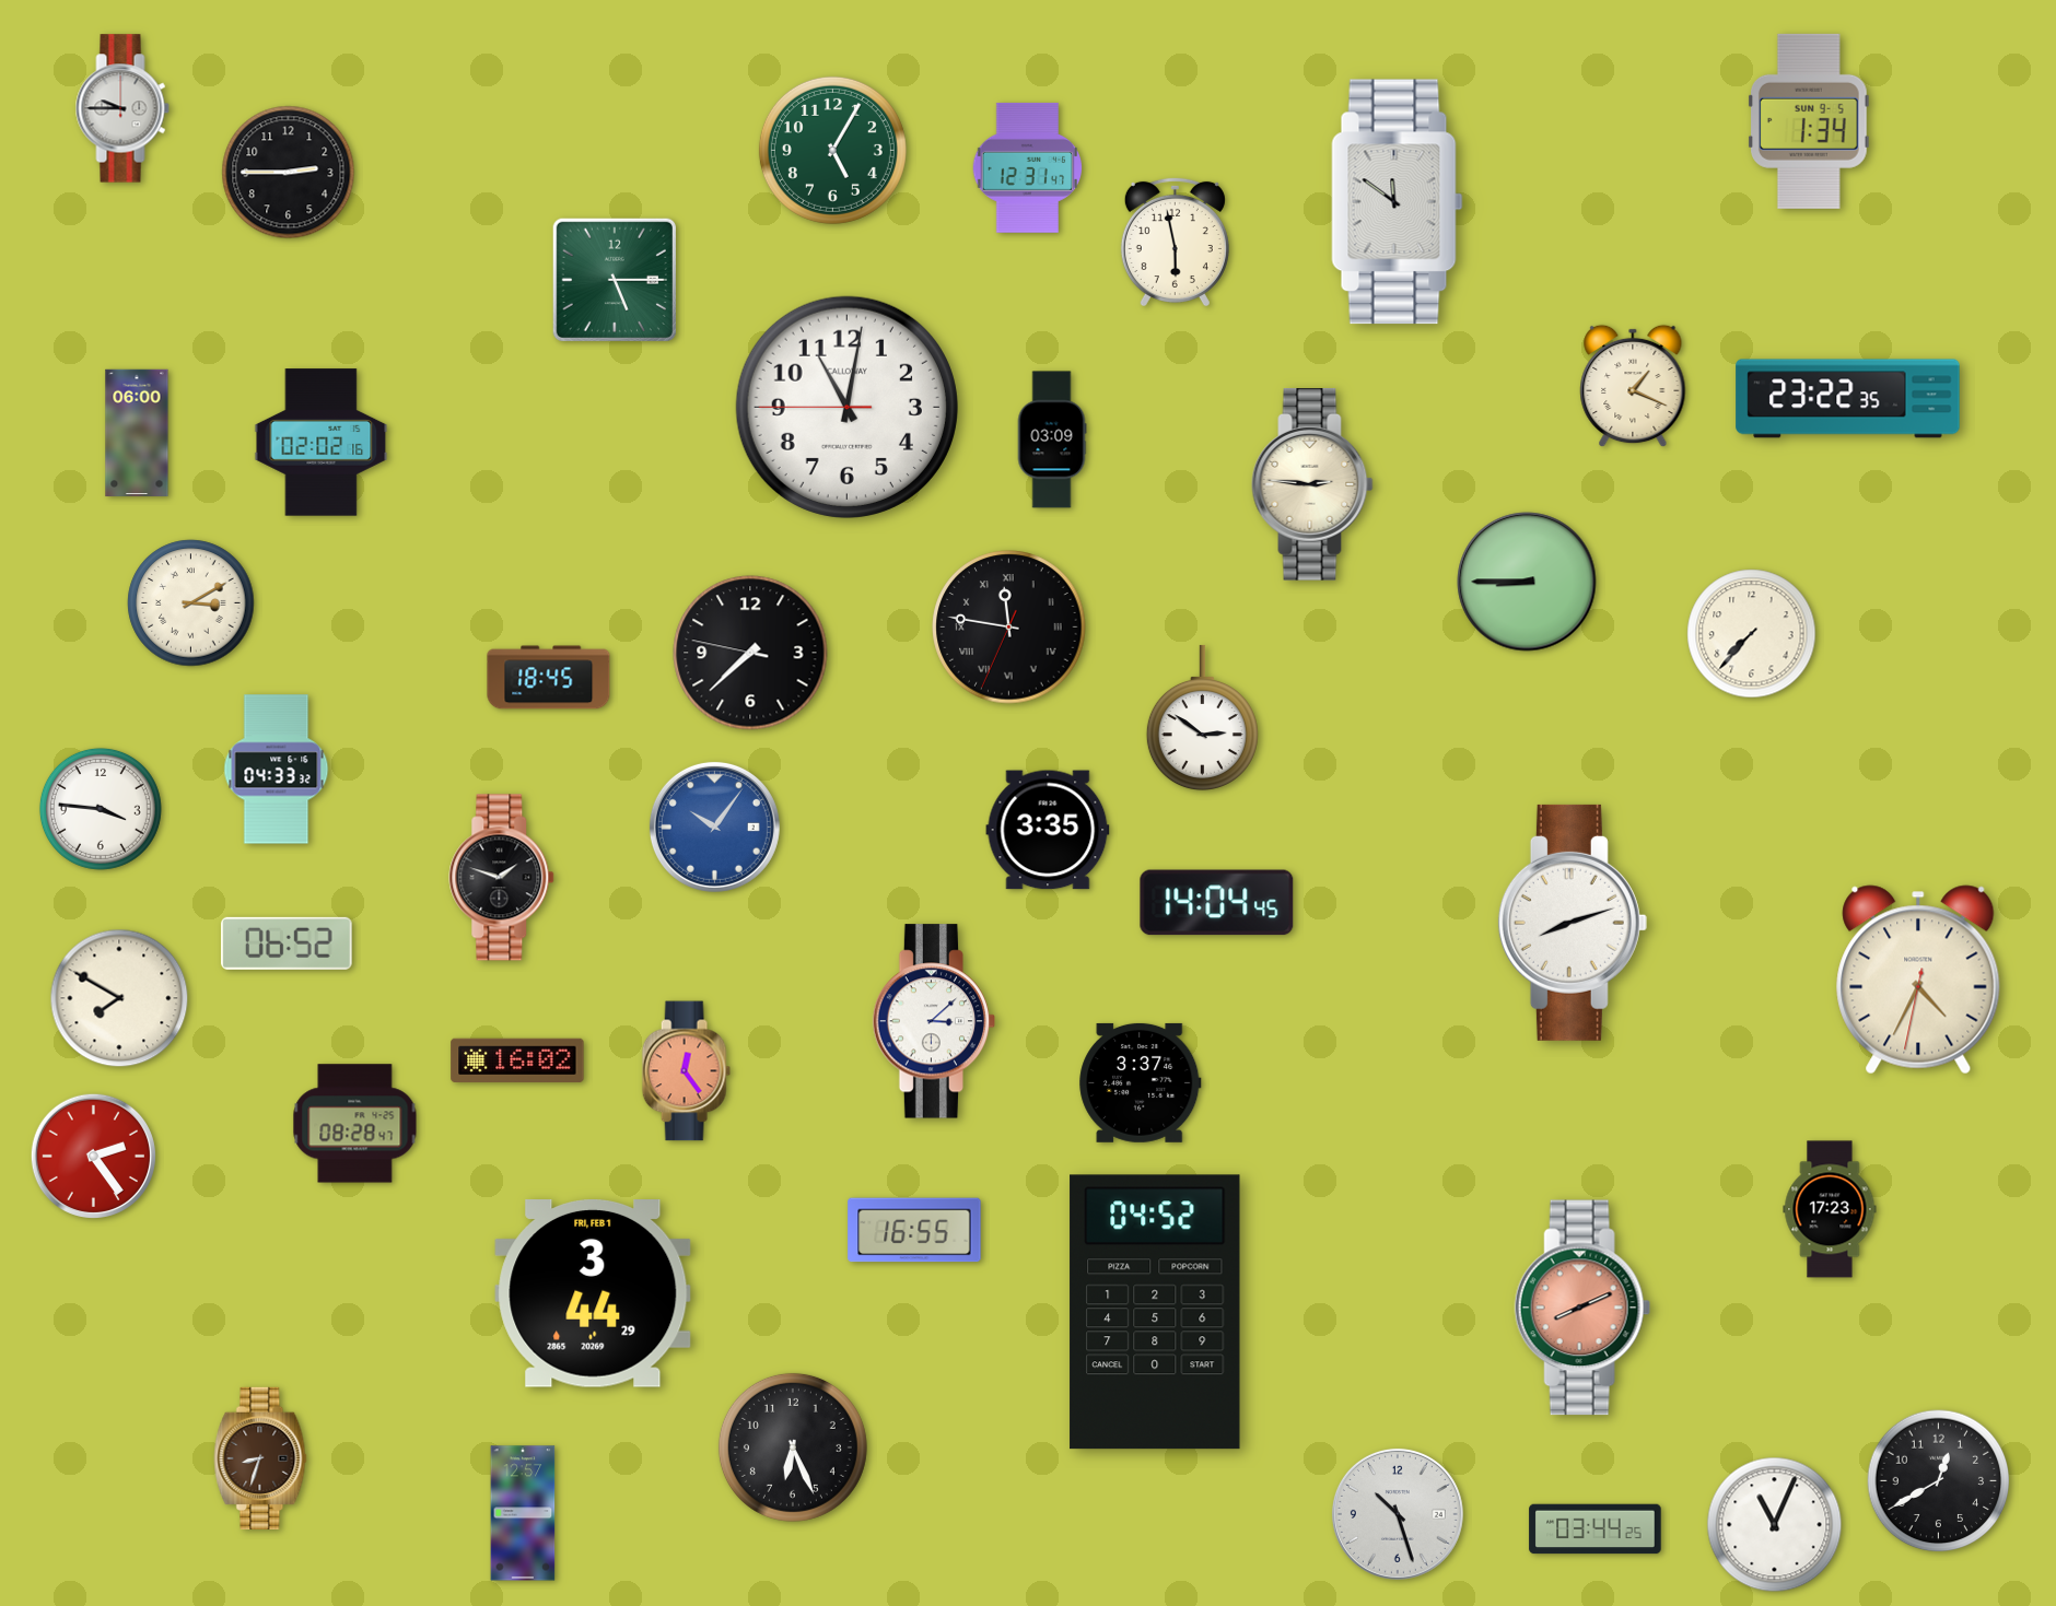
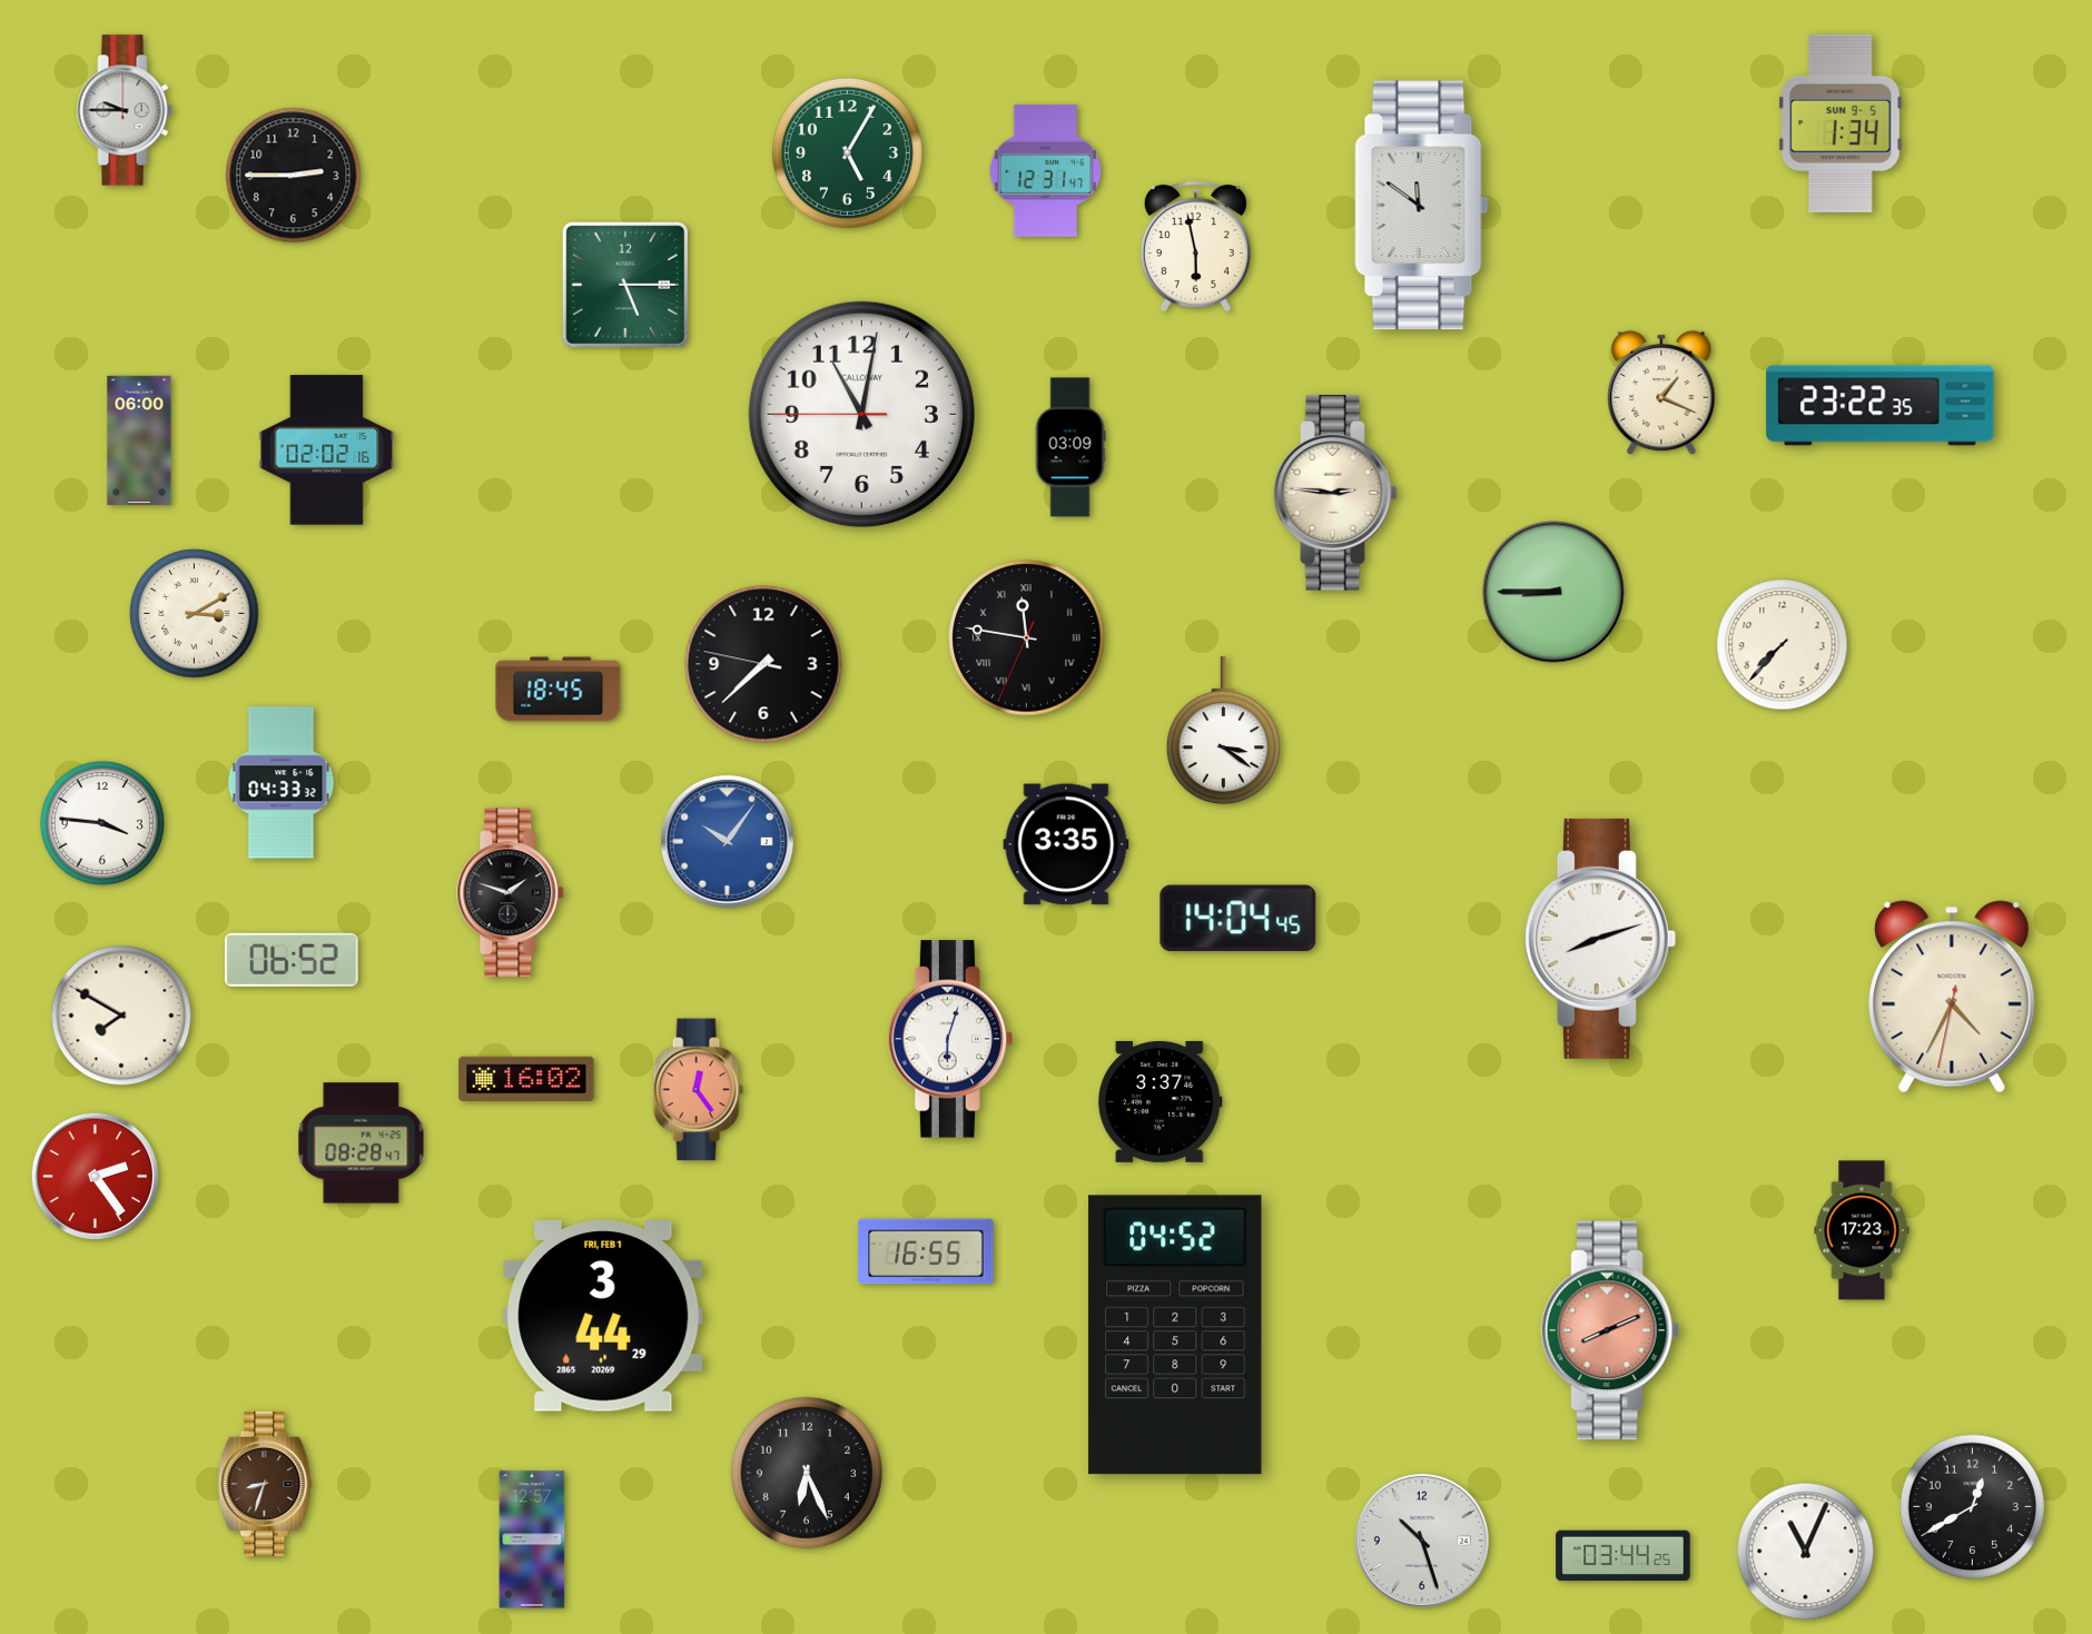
clock at (1202, 718): 2:51 -> 3:21
clock at (934, 1021): 3:08 -> 6:03
clock at (914, 1230) position: (914, 1230) -> (926, 1251)
